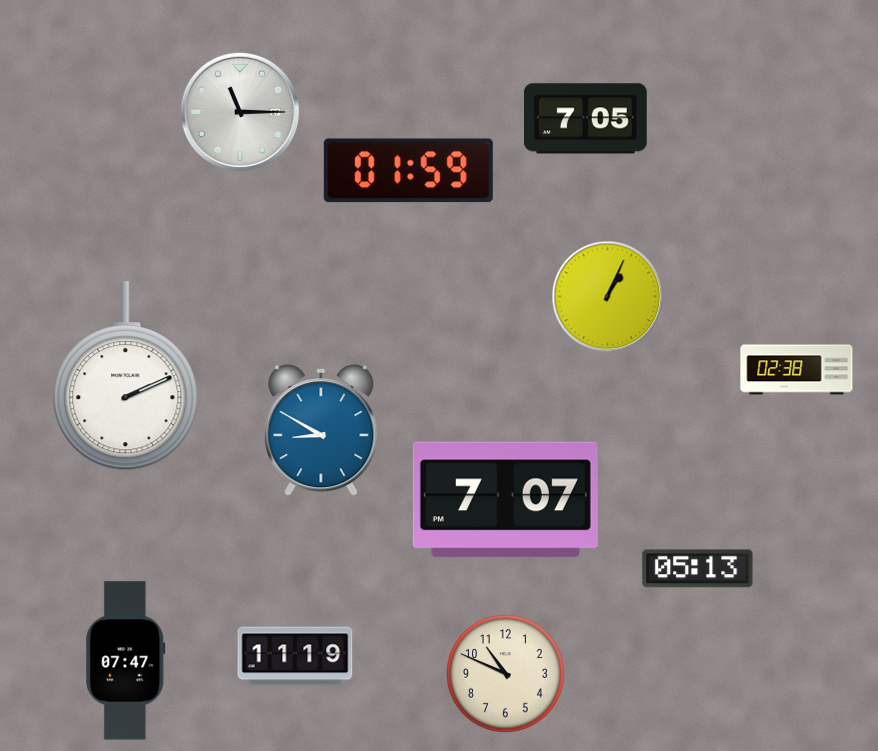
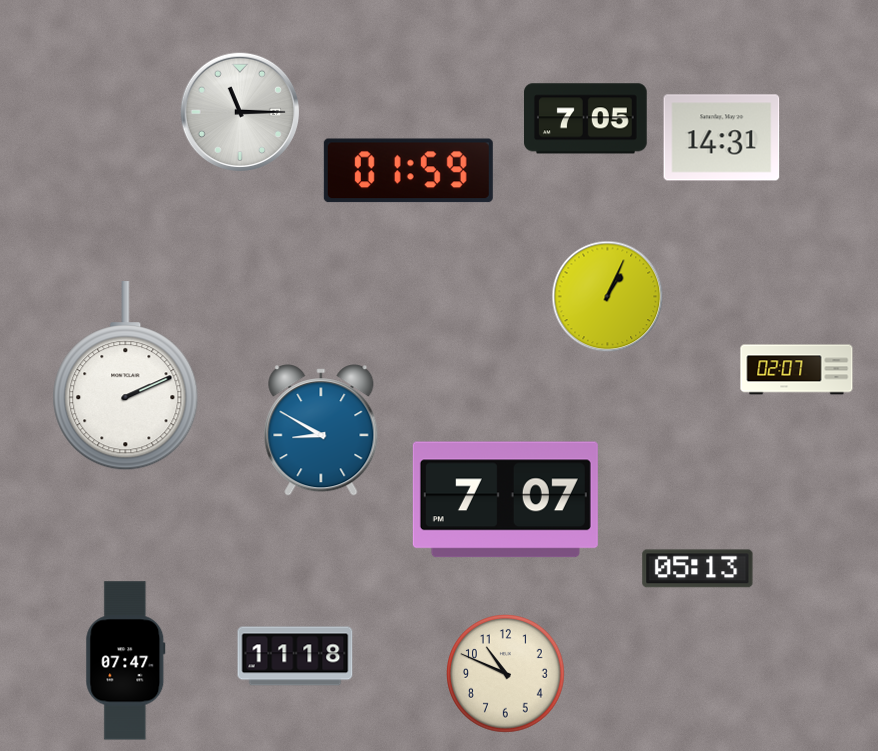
clock at (722, 138): none -> 14:31
clock at (797, 370): 02:38 -> 02:07
clock at (295, 656): 11:19 -> 11:18
